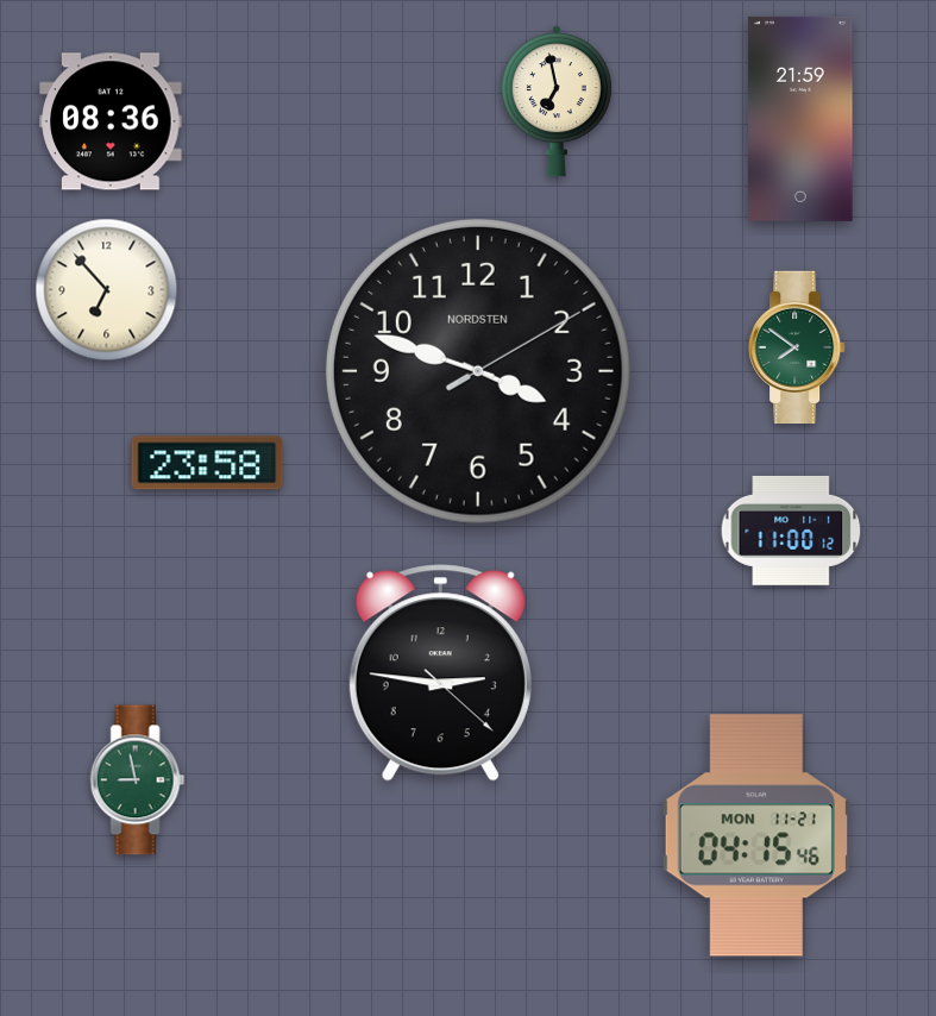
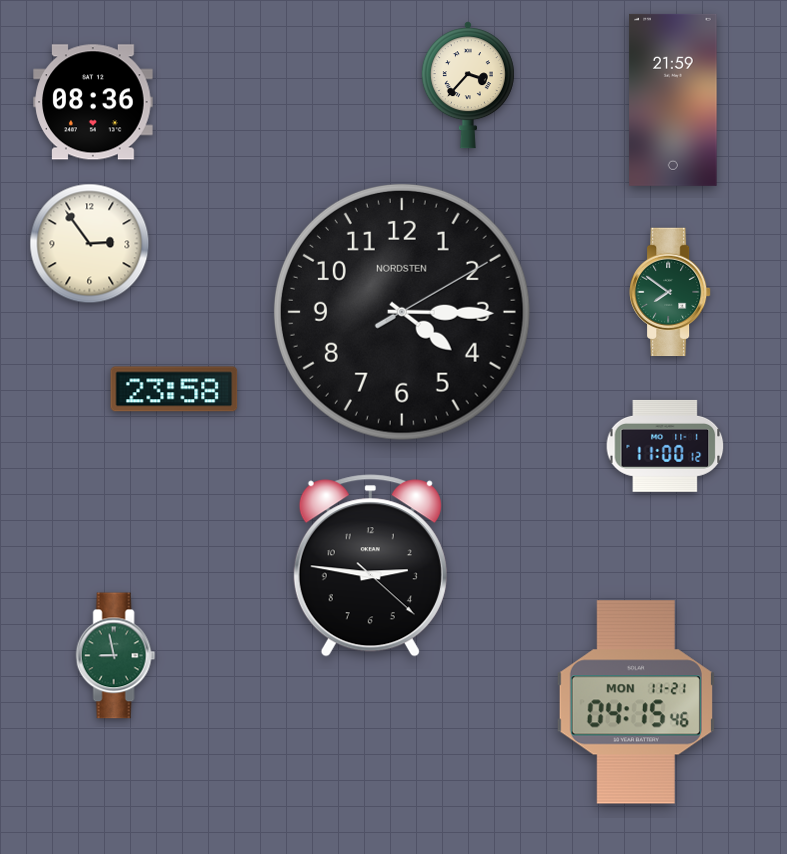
clock at (557, 101): 6:58 -> 3:37
clock at (107, 290): 6:53 -> 2:54
clock at (478, 371): 3:48 -> 4:15
